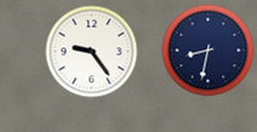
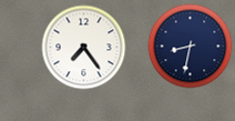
clock at (92, 52): 9:24 -> 7:24
